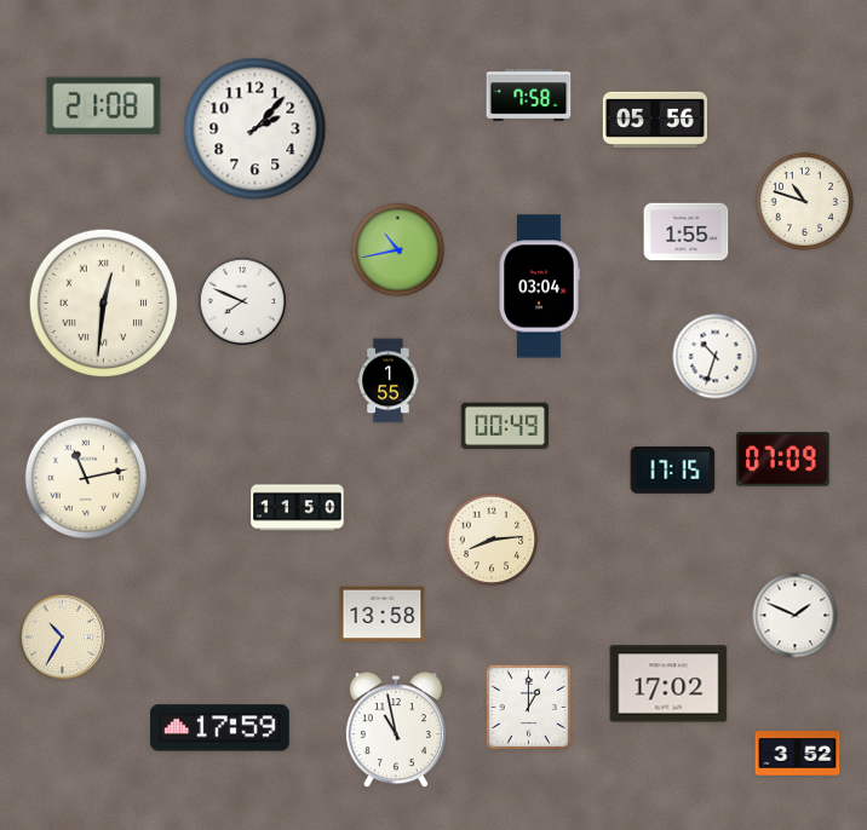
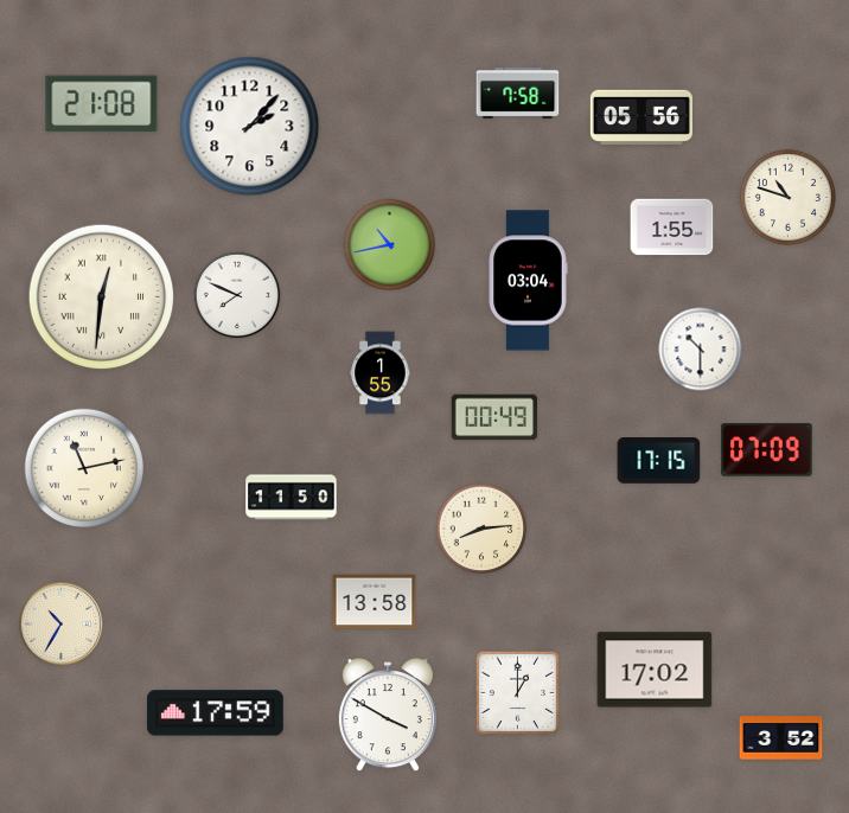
clock at (716, 357): 10:33 -> 10:30
clock at (796, 616): 1:49 -> none
clock at (396, 731): 10:58 -> 3:50
